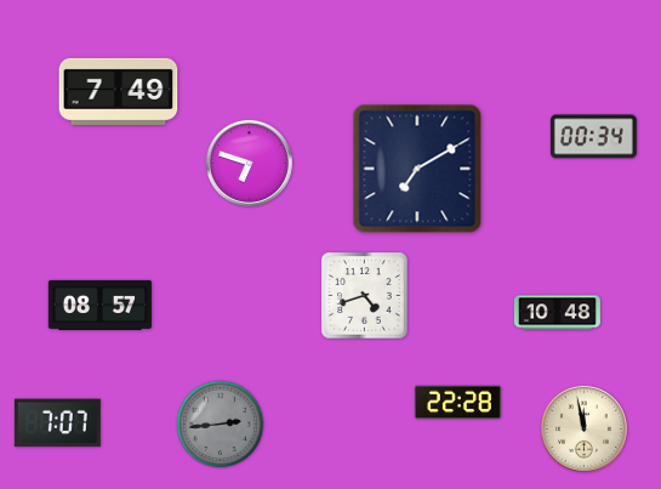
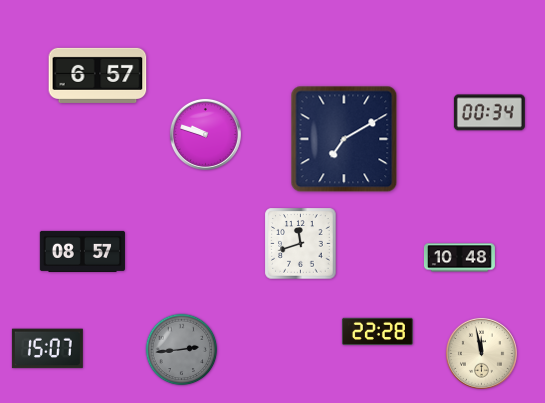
clock at (119, 91): 7:49 -> 6:57
clock at (249, 163): 6:48 -> 9:48
clock at (365, 296): 4:42 -> 11:42
clock at (57, 423): 7:07 -> 15:07
